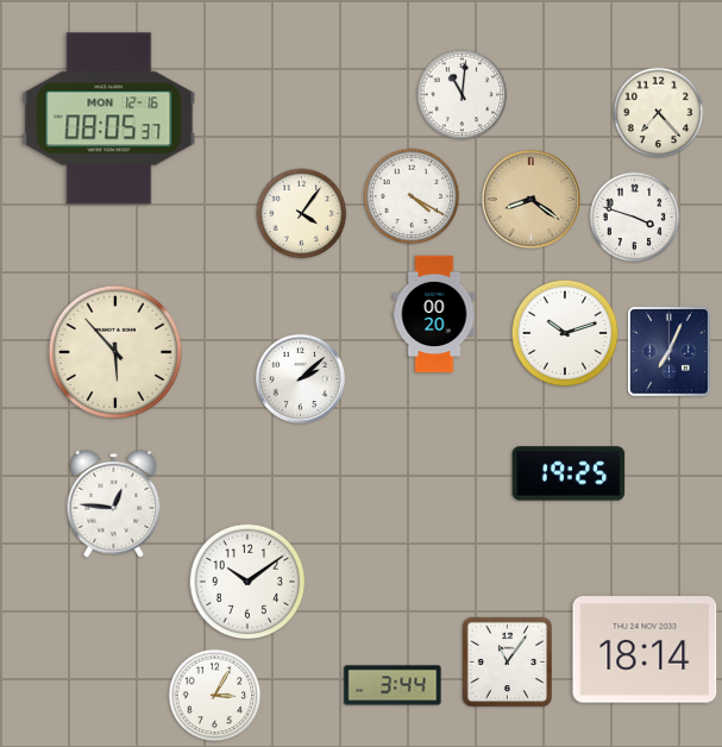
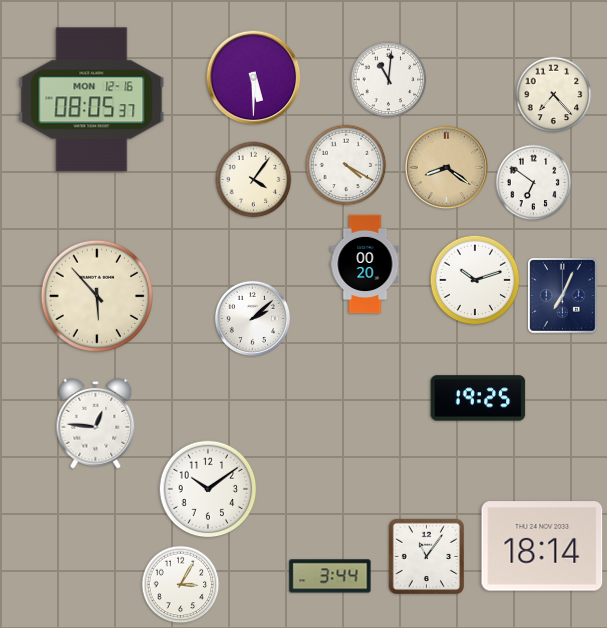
clock at (254, 78): none -> 5:30
clock at (635, 218): 3:48 -> 6:51
